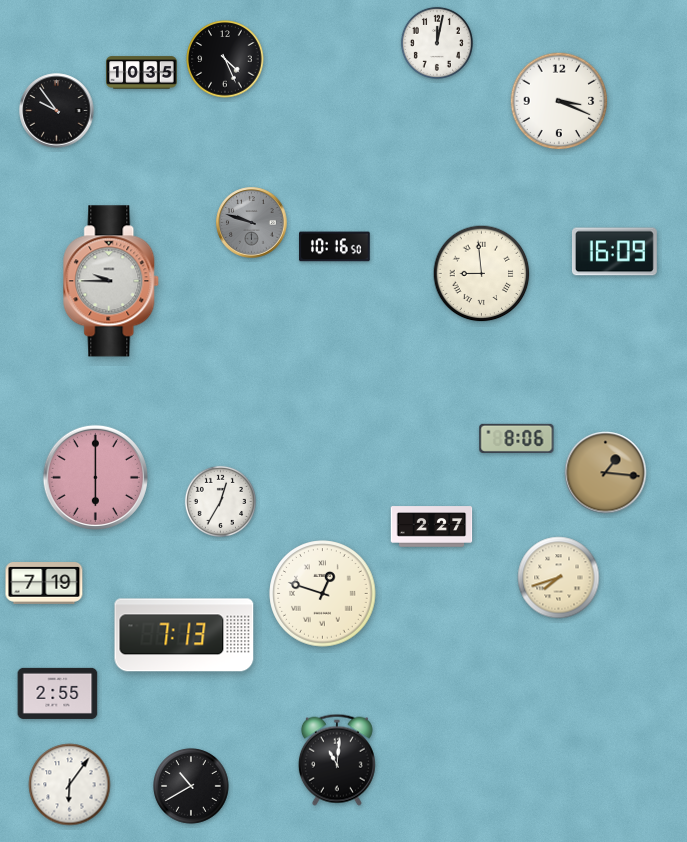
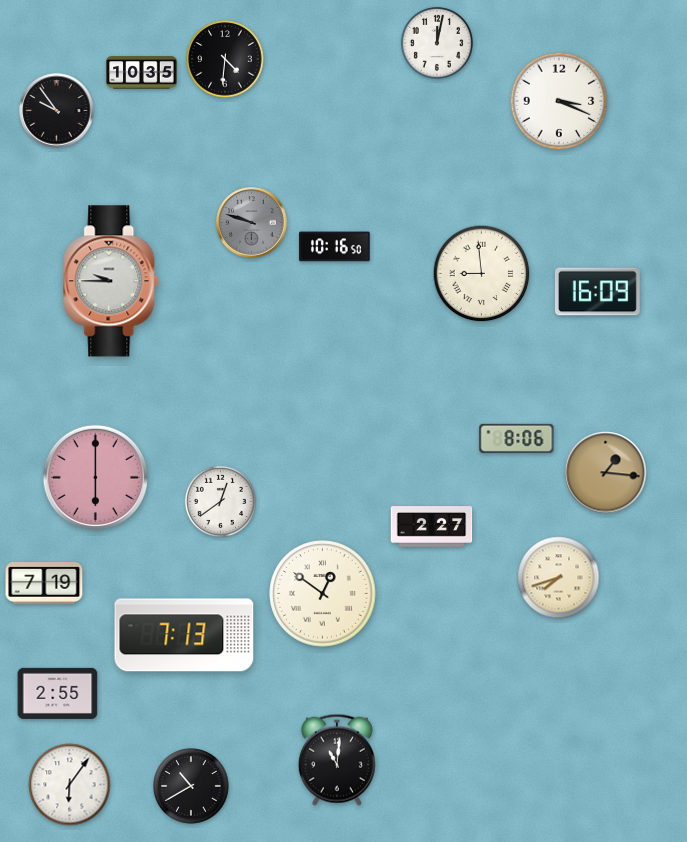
clock at (225, 59): 4:26 -> 4:31
clock at (614, 252) position: (614, 252) -> (597, 292)
clock at (220, 501): 12:35 -> 12:39
clock at (323, 594): 12:48 -> 12:51
